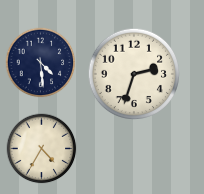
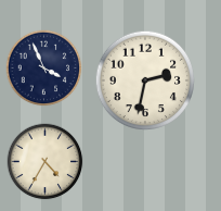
clock at (41, 63): 4:29 -> 3:56
clock at (134, 74): 2:33 -> 2:32
